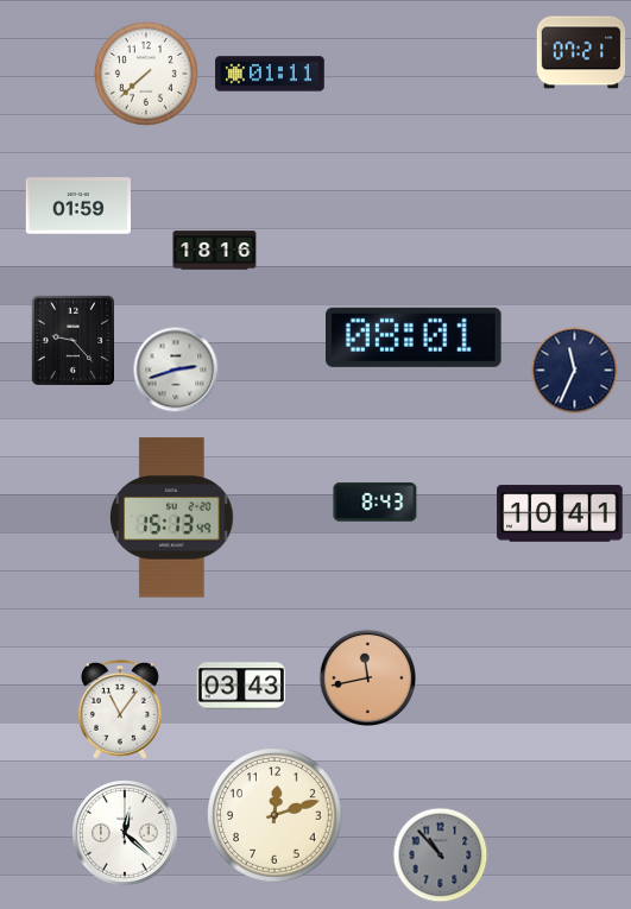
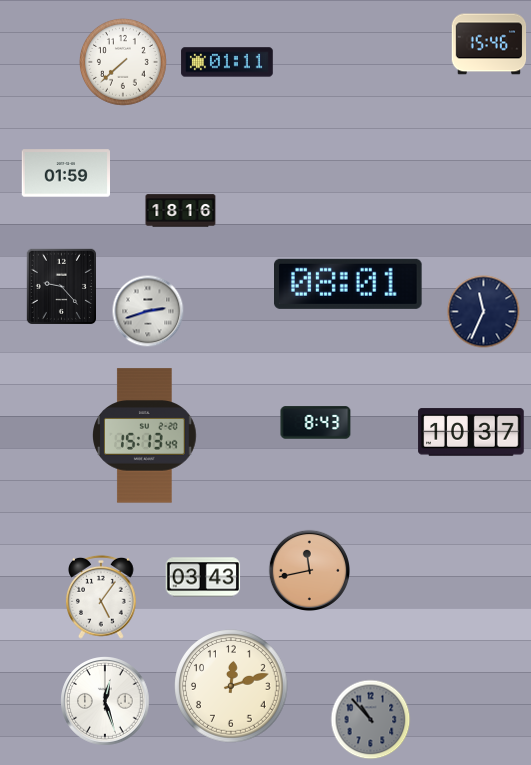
clock at (581, 52): 07:21 -> 15:46
clock at (560, 513): 10:41 -> 10:37
clock at (121, 709): 11:06 -> 5:06
clock at (125, 833): 12:22 -> 12:27
